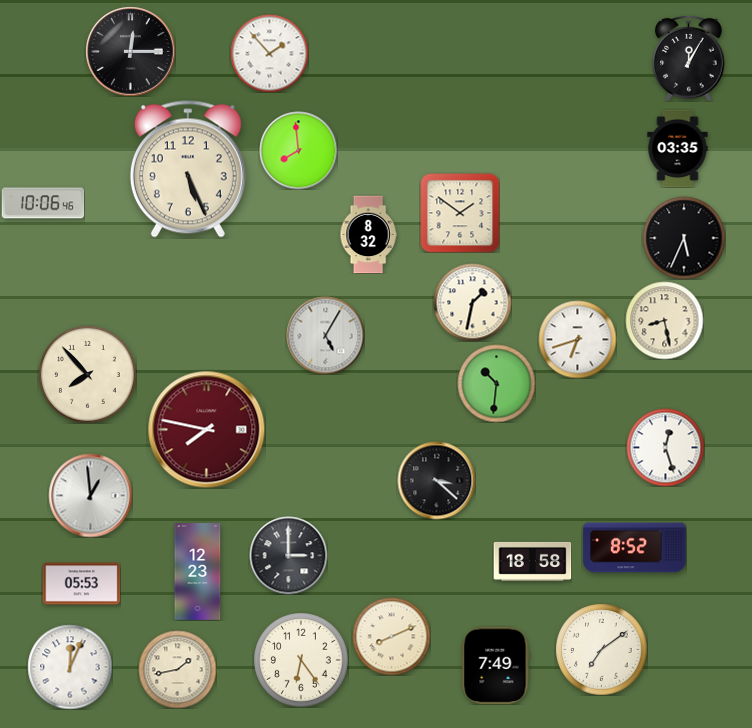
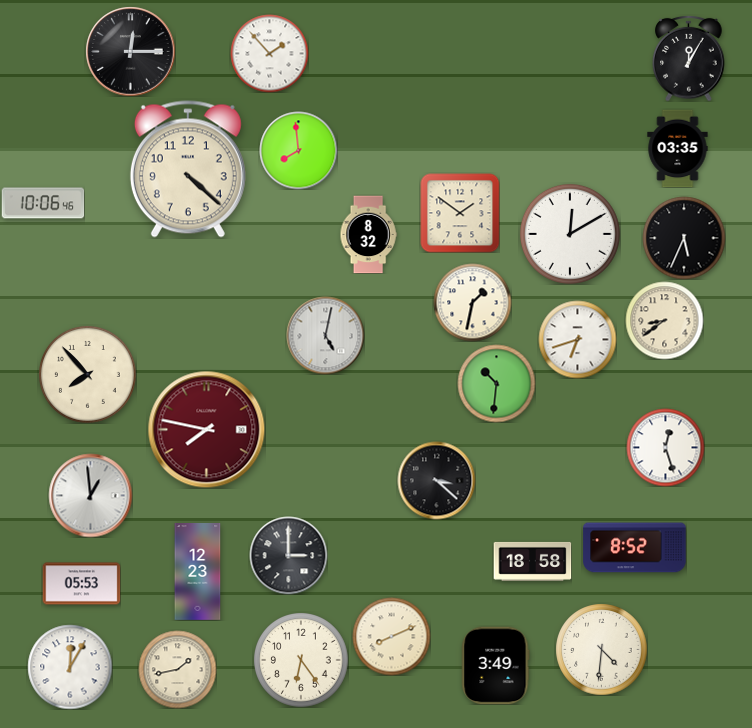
clock at (188, 169): 5:26 -> 4:22
clock at (570, 234): none -> 12:10
clock at (664, 320): 8:28 -> 8:39
clock at (325, 335): 5:05 -> 5:02
clock at (601, 649): 7:09 -> 4:31
clock at (496, 665): 7:49 -> 3:49
clock at (70, 667): 12:04 -> 12:05
